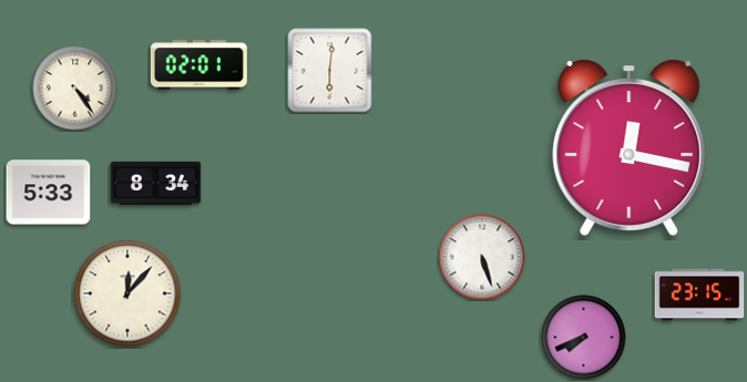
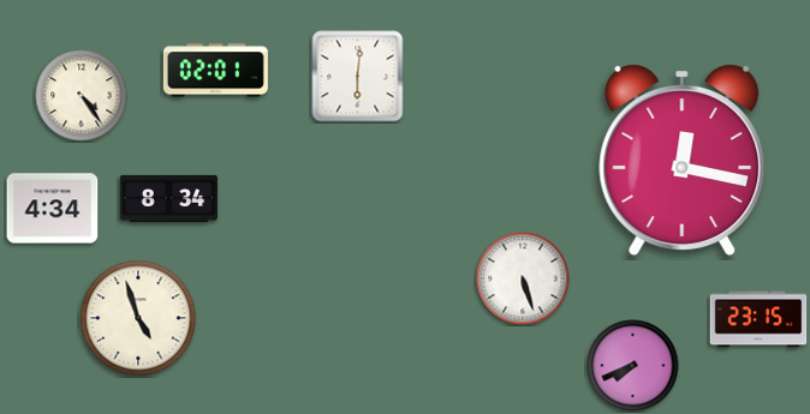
clock at (49, 193): 5:33 -> 4:34
clock at (127, 293): 12:07 -> 4:57
